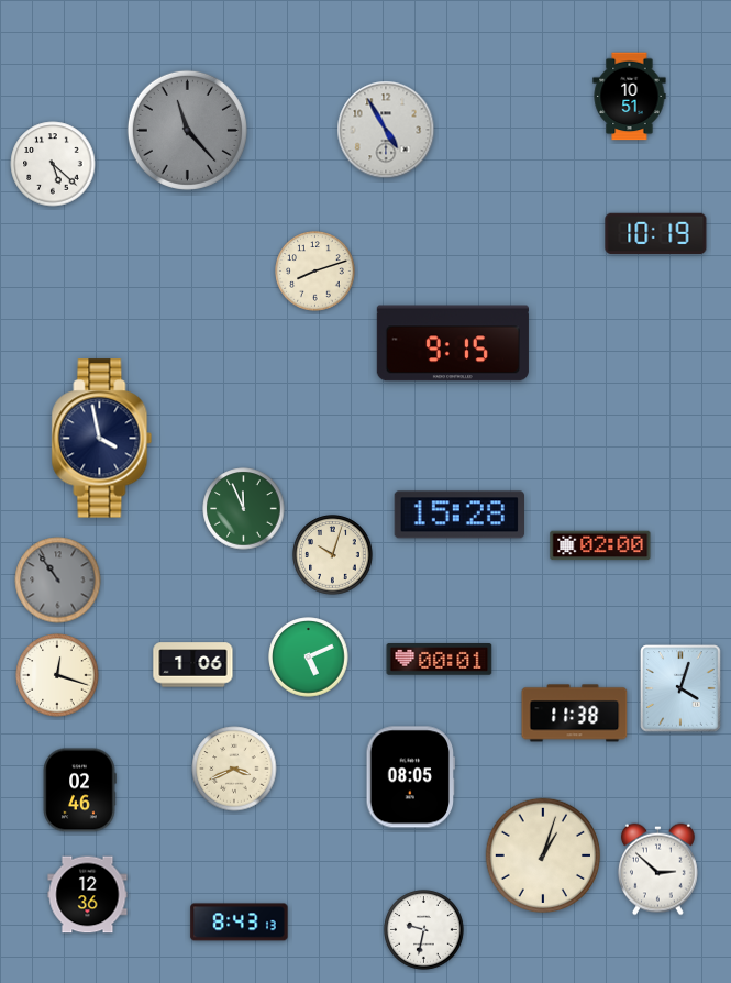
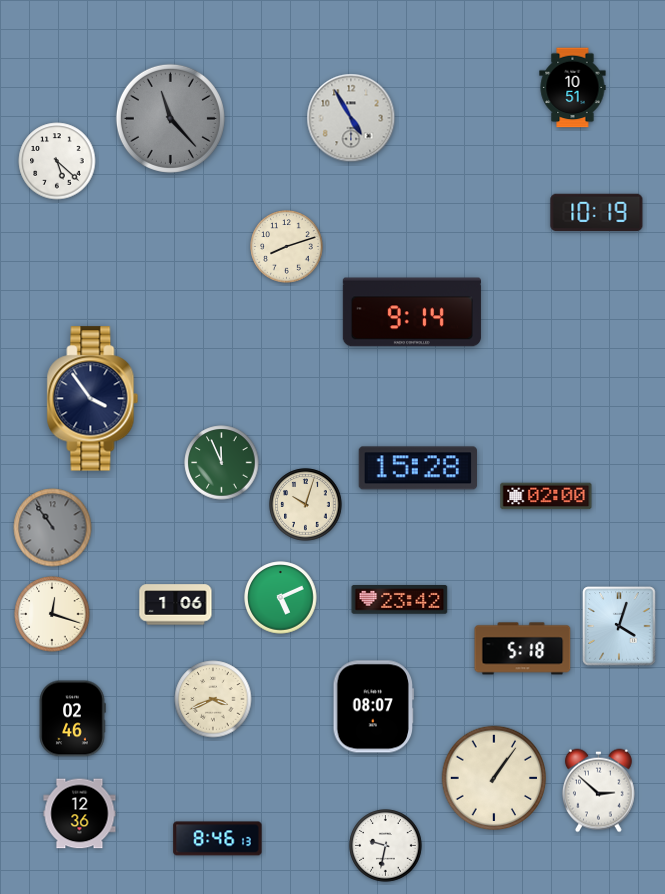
clock at (53, 164) position: (53, 164) -> (57, 161)
clock at (453, 343): 9:15 -> 9:14
clock at (102, 439): 3:58 -> 3:54
clock at (333, 555) position: (333, 555) -> (306, 505)
clock at (440, 660): 00:01 -> 23:42
clock at (575, 714): 11:38 -> 5:18
clock at (410, 777): 08:05 -> 08:07
clock at (543, 855): 1:03 -> 1:06
clock at (240, 923): 8:43 -> 8:46
